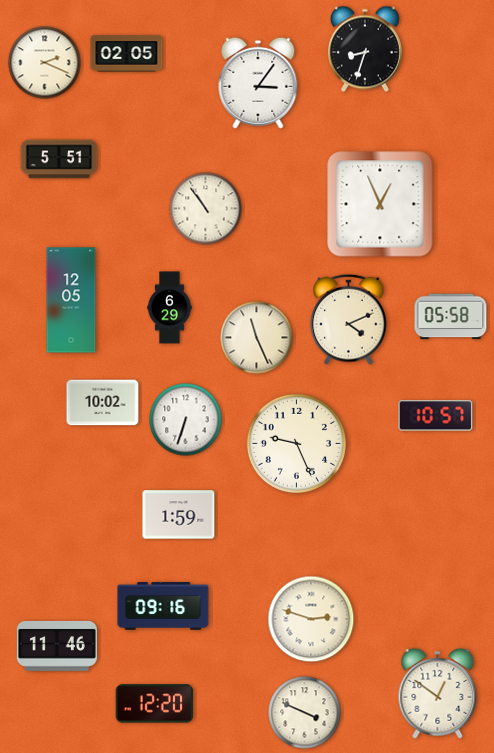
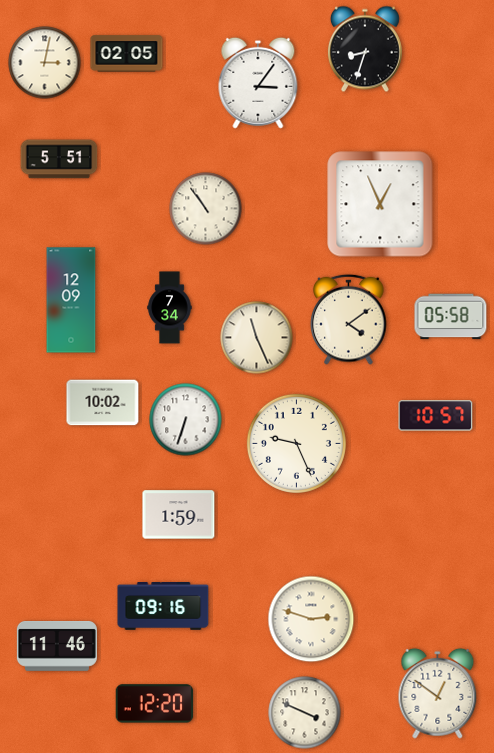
clock at (45, 63): 2:19 -> 3:02
clock at (71, 300): 12:05 -> 12:09
clock at (170, 308): 6:29 -> 7:34
clock at (349, 319): 4:11 -> 4:09
